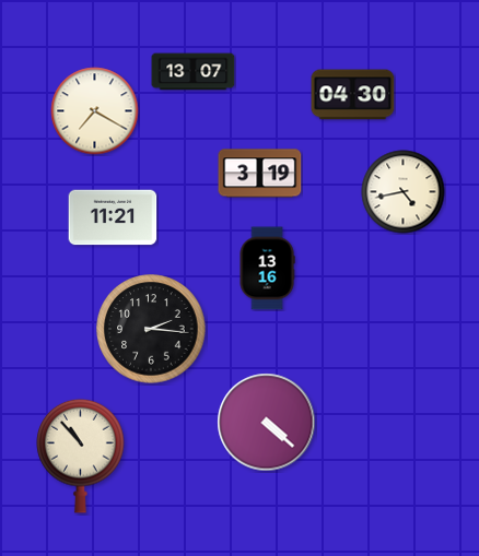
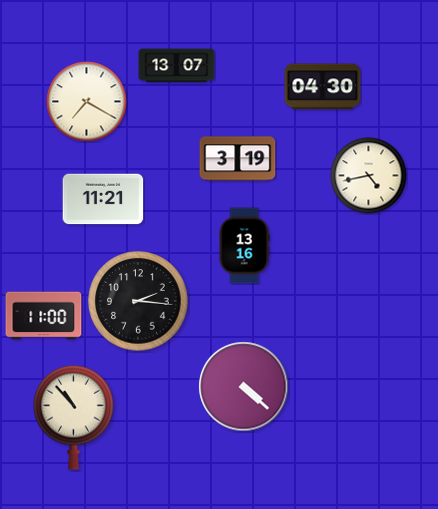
clock at (44, 316): none -> 11:00
